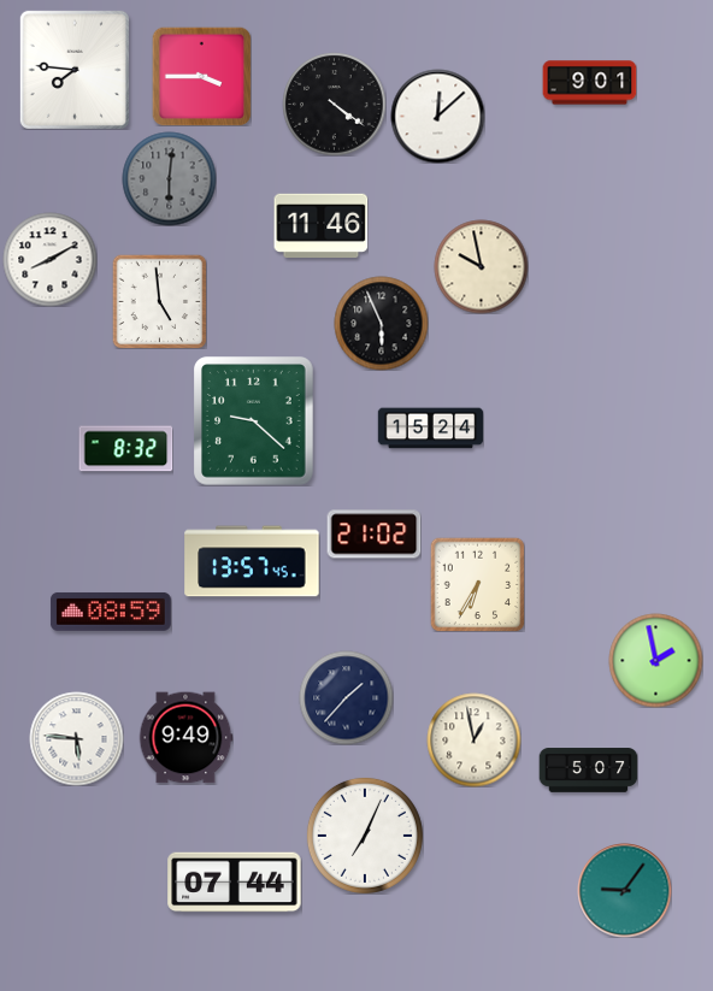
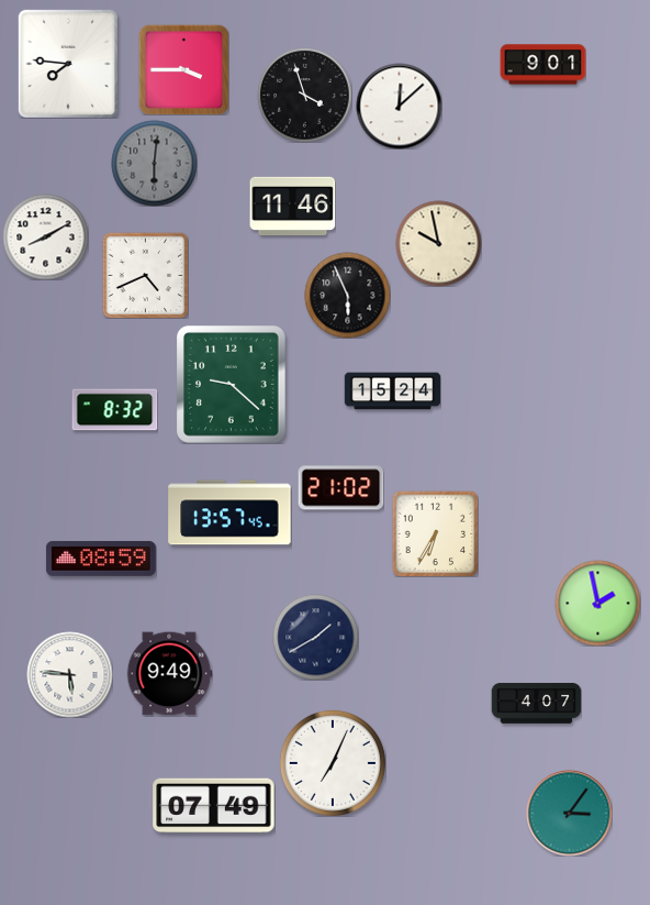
clock at (589, 83) position: (589, 83) -> (542, 65)
clock at (334, 104): 4:21 -> 3:57
clock at (159, 301): 4:59 -> 4:41
clock at (346, 697): 1:37 -> 1:40
clock at (473, 739): 12:58 -> none
clock at (588, 771): 5:07 -> 4:07
clock at (235, 883): 07:44 -> 07:49
clock at (624, 890): 9:06 -> 3:06
